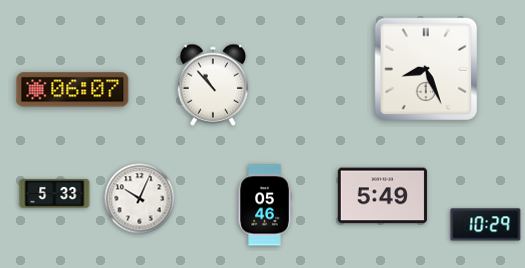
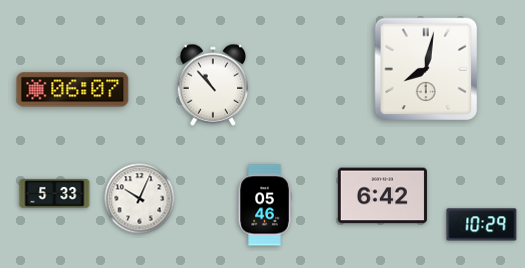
clock at (426, 69): 8:26 -> 8:02
clock at (382, 196): 5:49 -> 6:42
clock at (486, 225) position: (486, 225) -> (482, 225)
